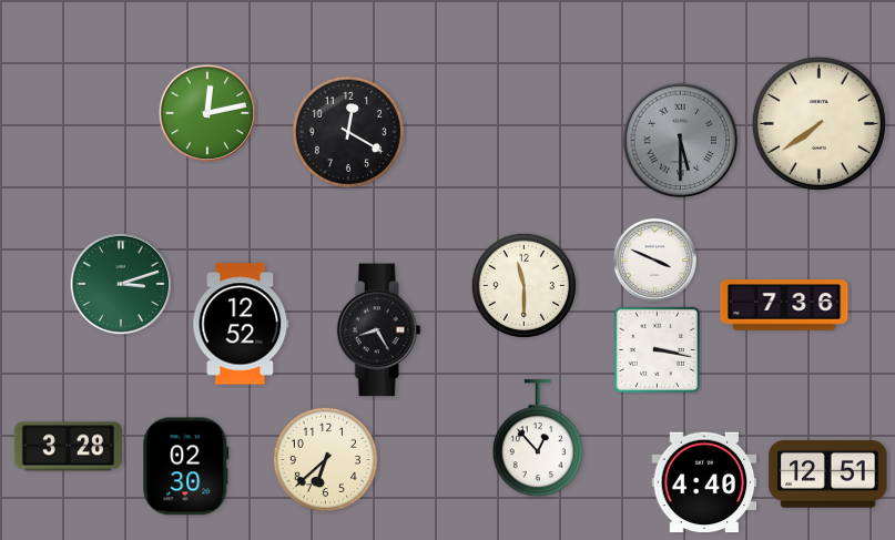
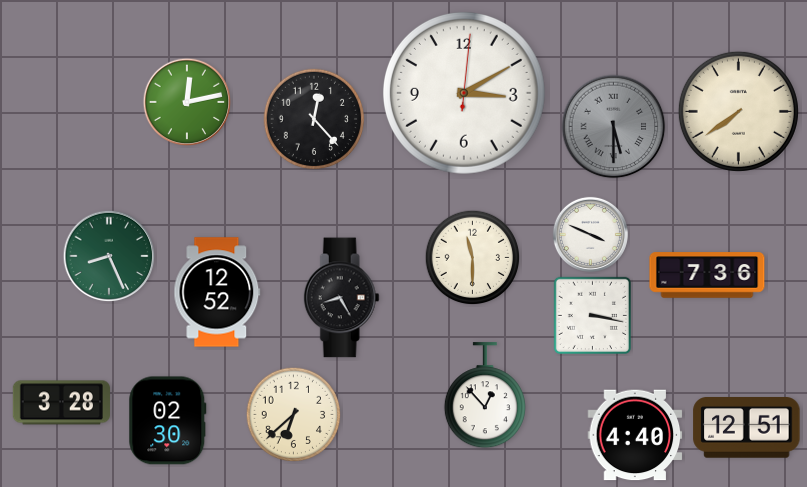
clock at (464, 93): none -> 3:10
clock at (347, 131): 12:20 -> 12:23
clock at (121, 284): 3:12 -> 8:26
